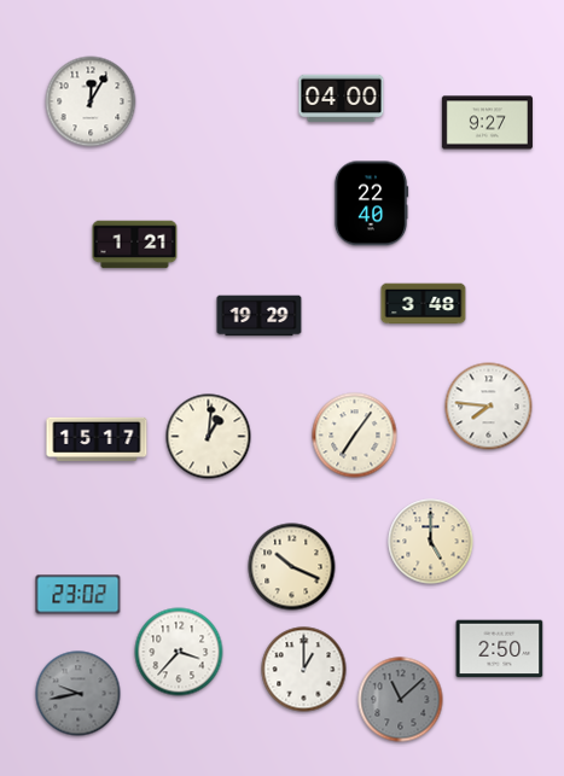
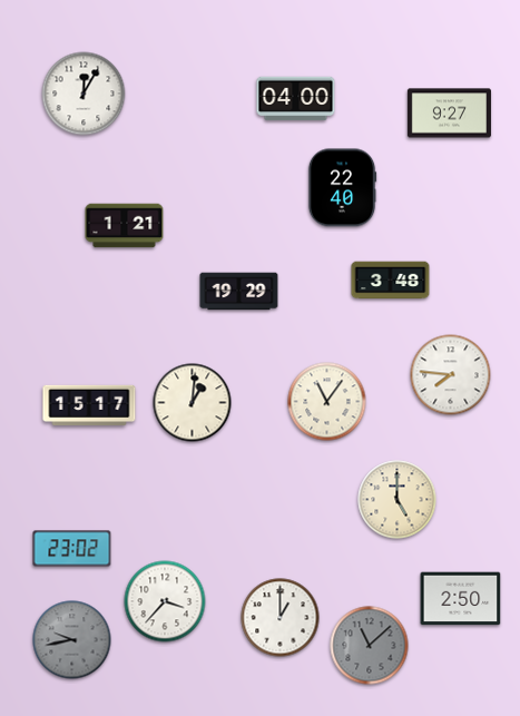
clock at (342, 99) position: (342, 99) -> (296, 99)
clock at (355, 436): 7:06 -> 11:06
clock at (292, 567): 10:19 -> none
